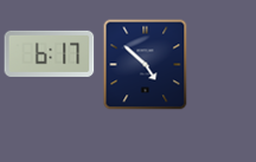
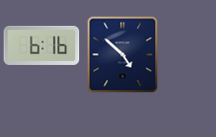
clock at (50, 53): 6:17 -> 6:16
